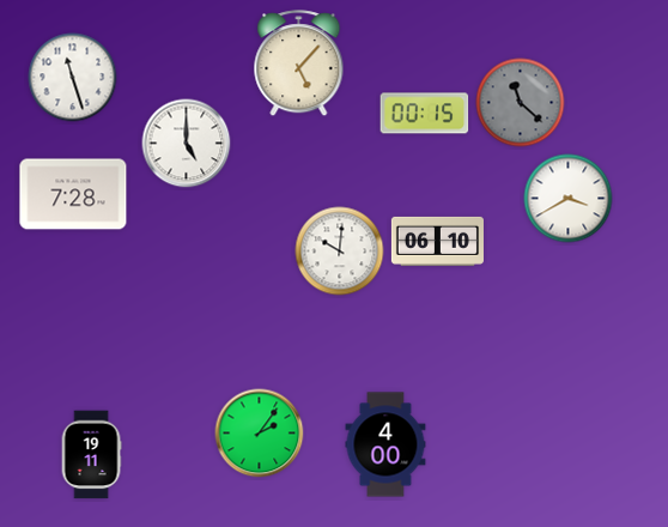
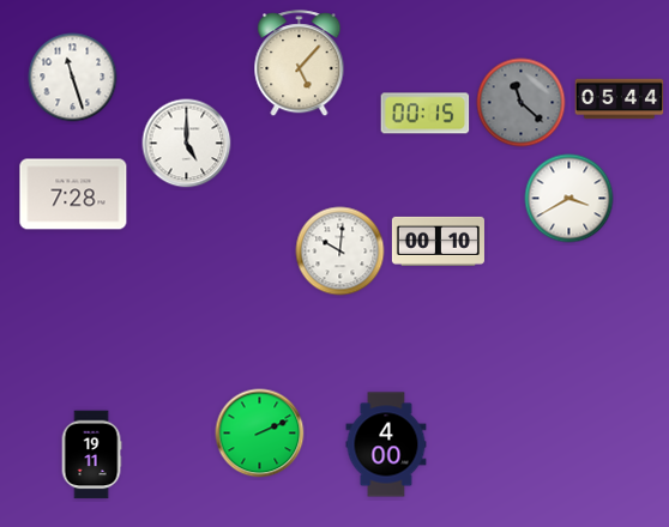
clock at (620, 99): none -> 05:44
clock at (437, 241): 06:10 -> 00:10
clock at (260, 434): 2:06 -> 2:11
